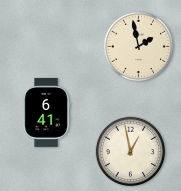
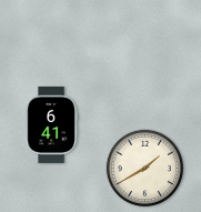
clock at (138, 46): 1:58 -> none
clock at (130, 151): 12:58 -> 1:40
